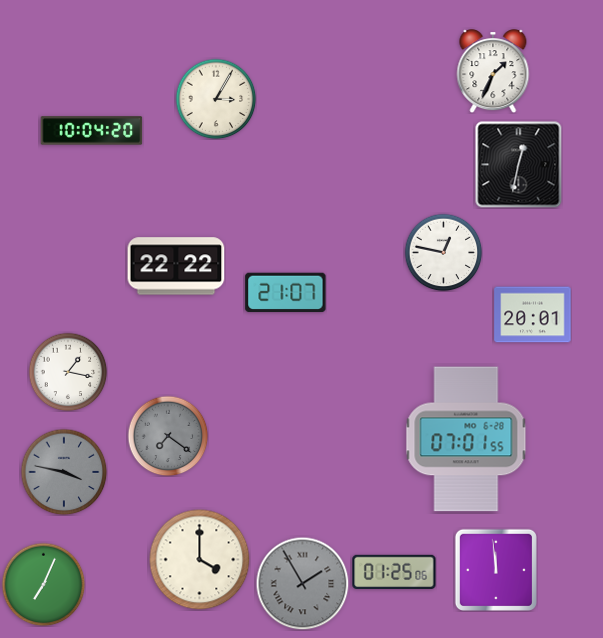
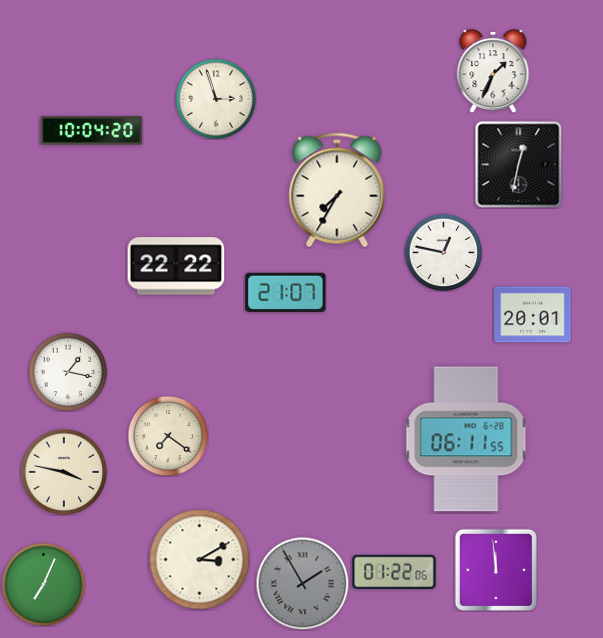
clock at (216, 99): 3:05 -> 2:57
clock at (337, 190): none -> 7:35
clock at (168, 436) dial: grey -> cream
clock at (466, 439): 07:01 -> 06:11
clock at (64, 472) dial: grey -> cream
clock at (200, 560): 4:00 -> 3:10
clock at (394, 571): 01:25 -> 01:22
